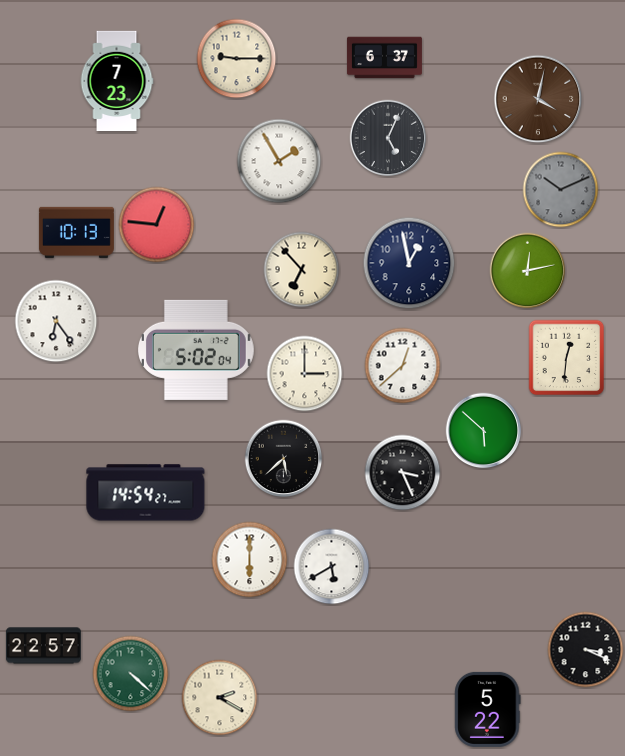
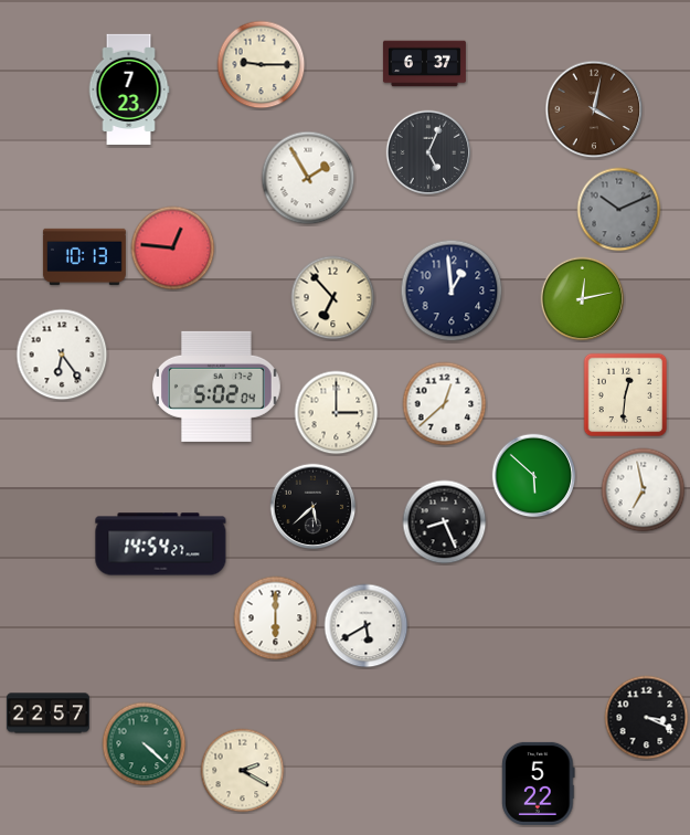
clock at (409, 263): 12:58 -> 12:59
clock at (644, 490): none -> 6:58
clock at (403, 473): 3:26 -> 8:26
